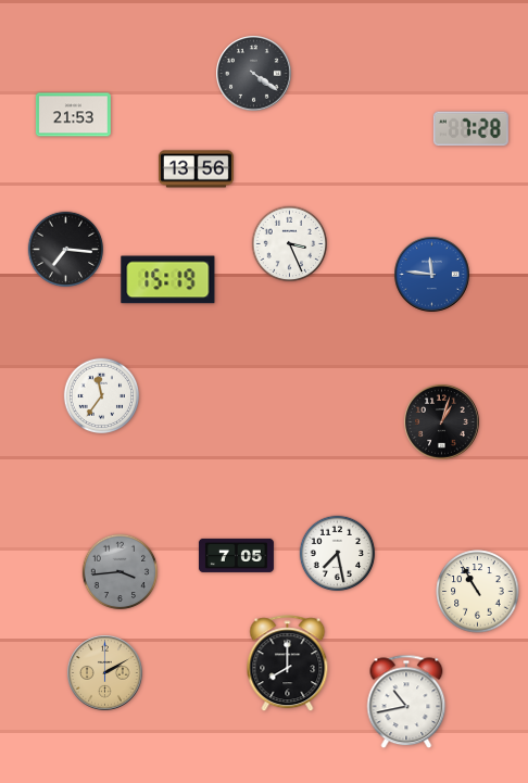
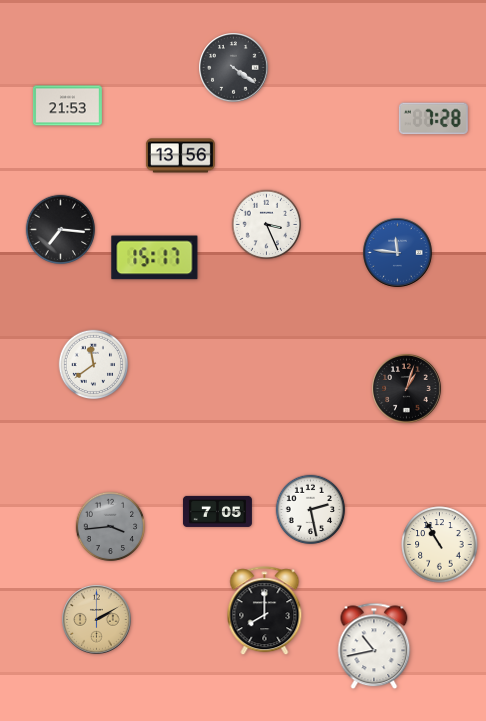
clock at (168, 280): 15:19 -> 15:17
clock at (102, 396): 11:36 -> 11:39
clock at (338, 554): 7:28 -> 2:28
